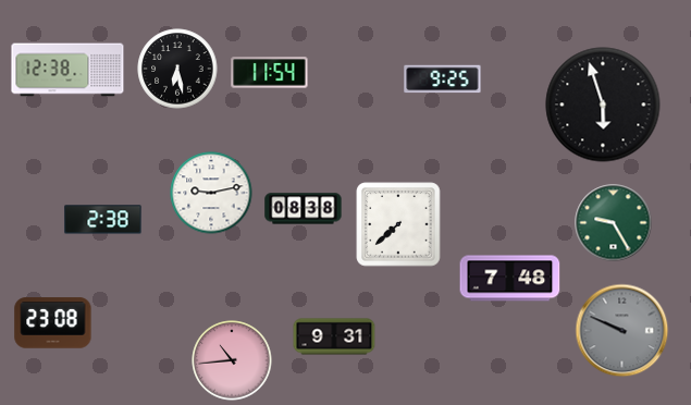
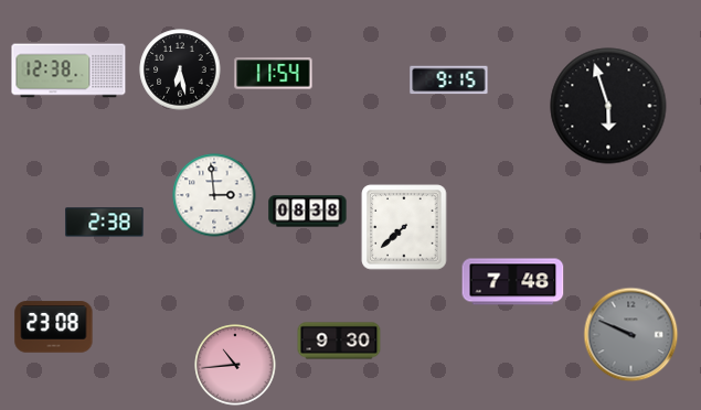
clock at (443, 79): 9:25 -> 9:15
clock at (603, 105) position: (603, 105) -> (608, 106)
clock at (211, 193): 9:13 -> 2:59
clock at (614, 223): 9:25 -> none
clock at (510, 279) position: (510, 279) -> (513, 282)
clock at (334, 336): 9:31 -> 9:30
